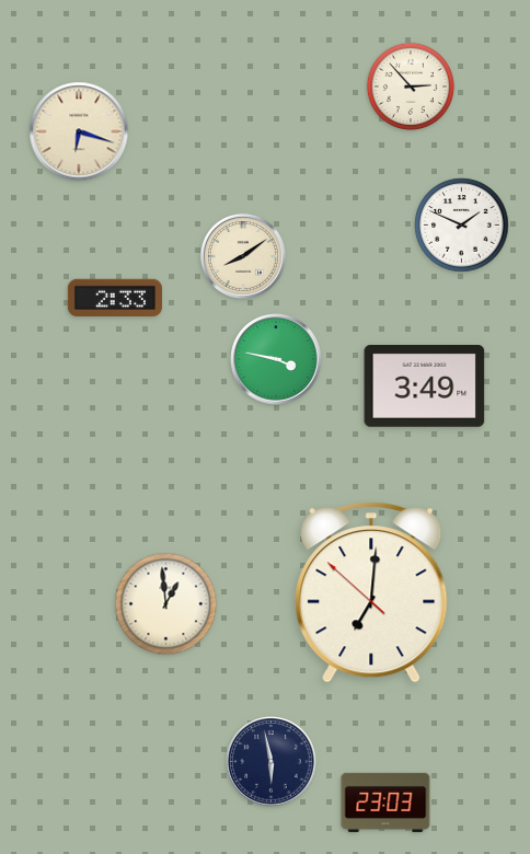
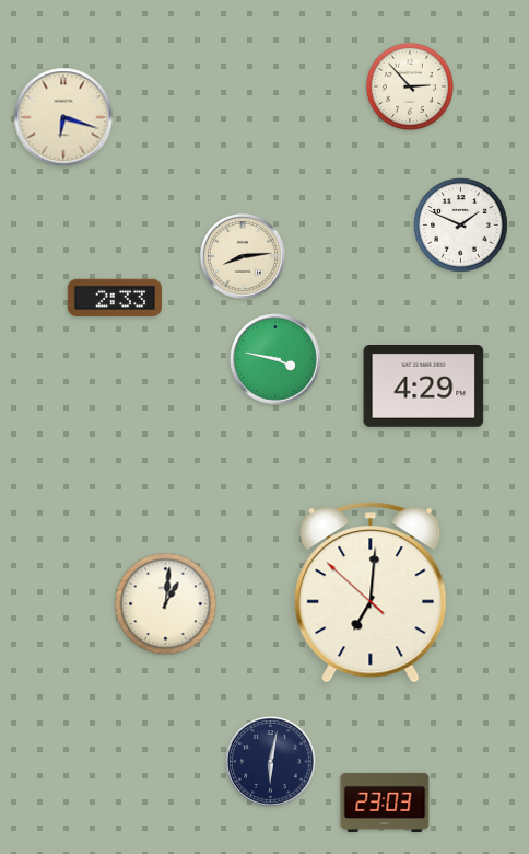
clock at (79, 131) position: (79, 131) -> (63, 117)
clock at (243, 256): 8:09 -> 8:14
clock at (425, 386): 3:49 -> 4:29
clock at (166, 604): 12:59 -> 1:01
clock at (272, 762): 5:58 -> 6:02
